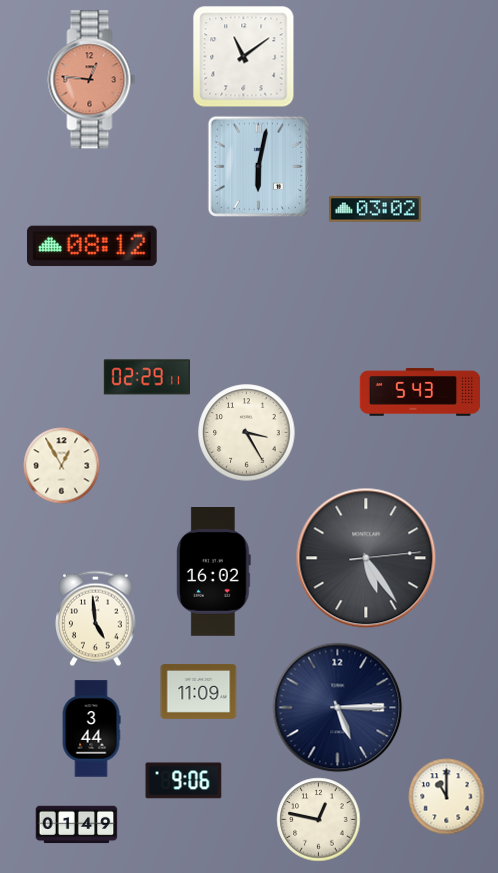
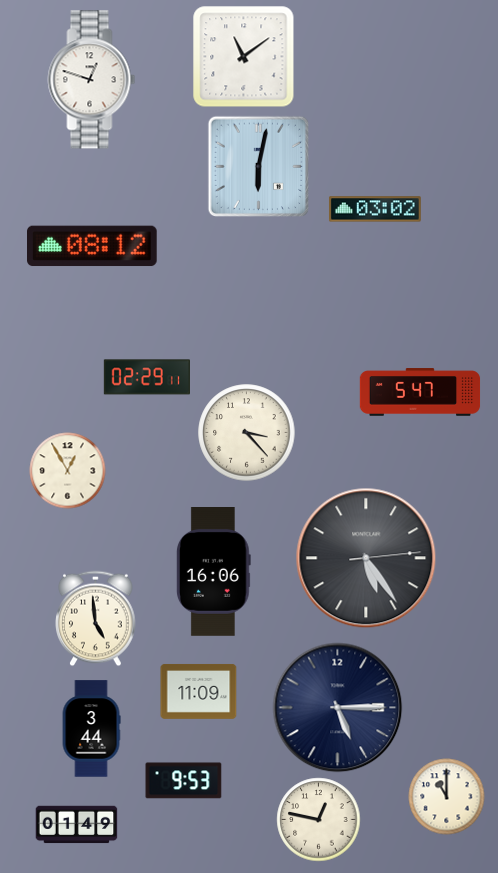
clock at (92, 80): 12:46 -> 12:48
clock at (92, 80) dial: salmon -> white
clock at (420, 392): 5:43 -> 5:47
clock at (247, 433): 3:25 -> 3:23
clock at (62, 466) position: (62, 466) -> (68, 471)
clock at (213, 572): 16:02 -> 16:06
clock at (184, 781): 9:06 -> 9:53
